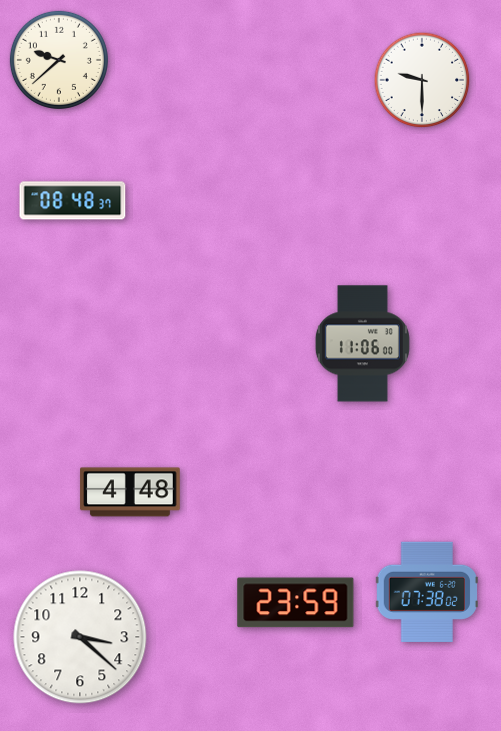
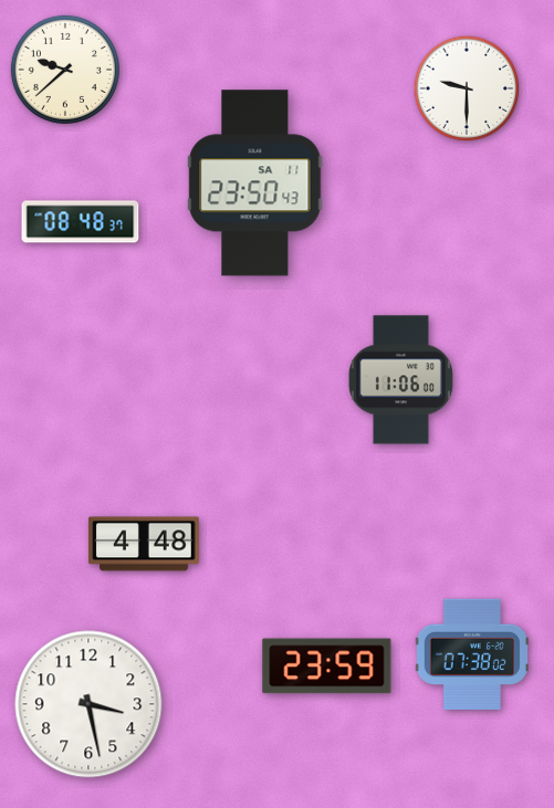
clock at (59, 60) position: (59, 60) -> (65, 70)
clock at (255, 183): none -> 23:50
clock at (80, 637): 3:22 -> 3:28
